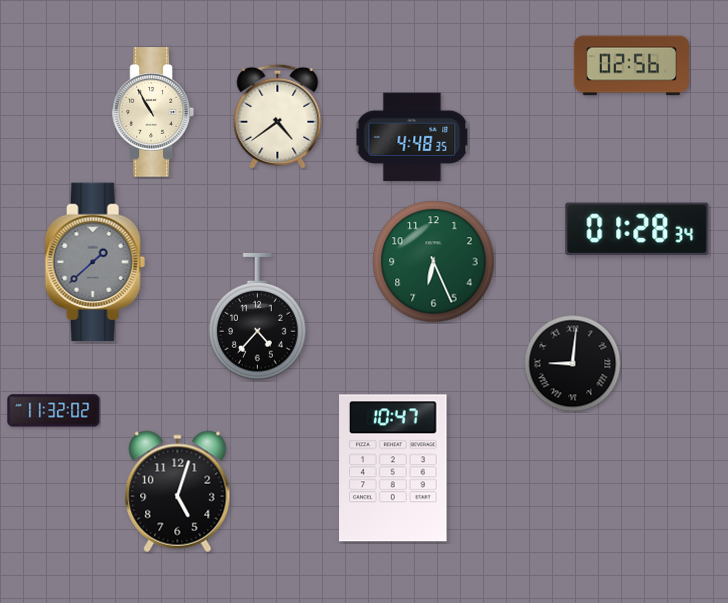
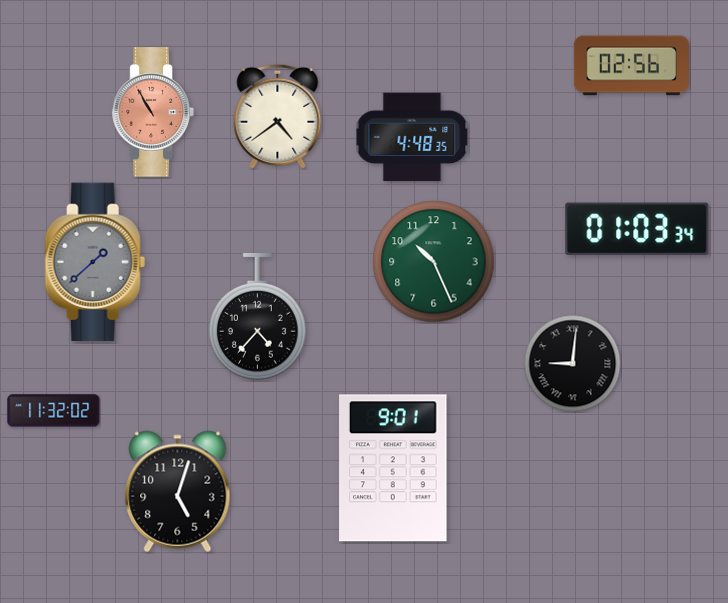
clock at (153, 112) dial: cream -> salmon
clock at (637, 229): 01:28 -> 01:03
clock at (434, 262): 6:26 -> 10:26
clock at (393, 468): 10:47 -> 9:01
